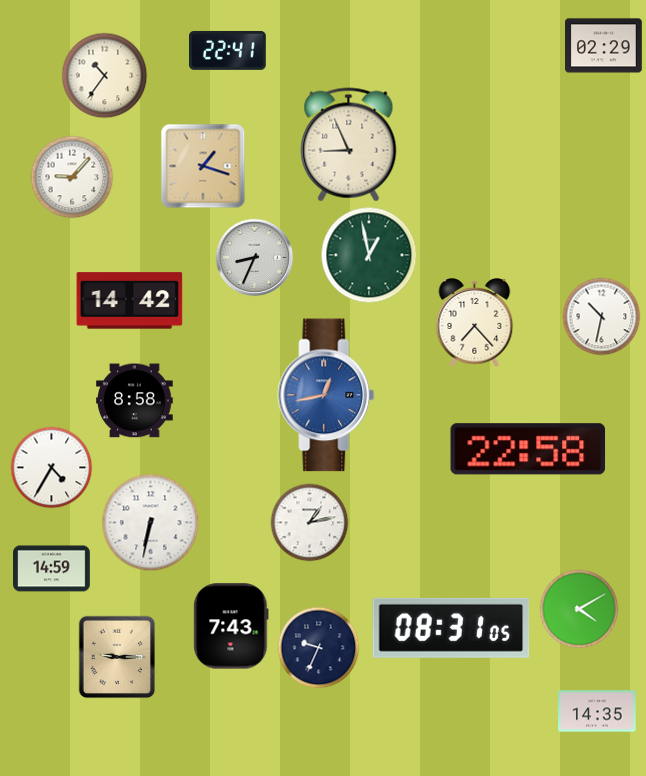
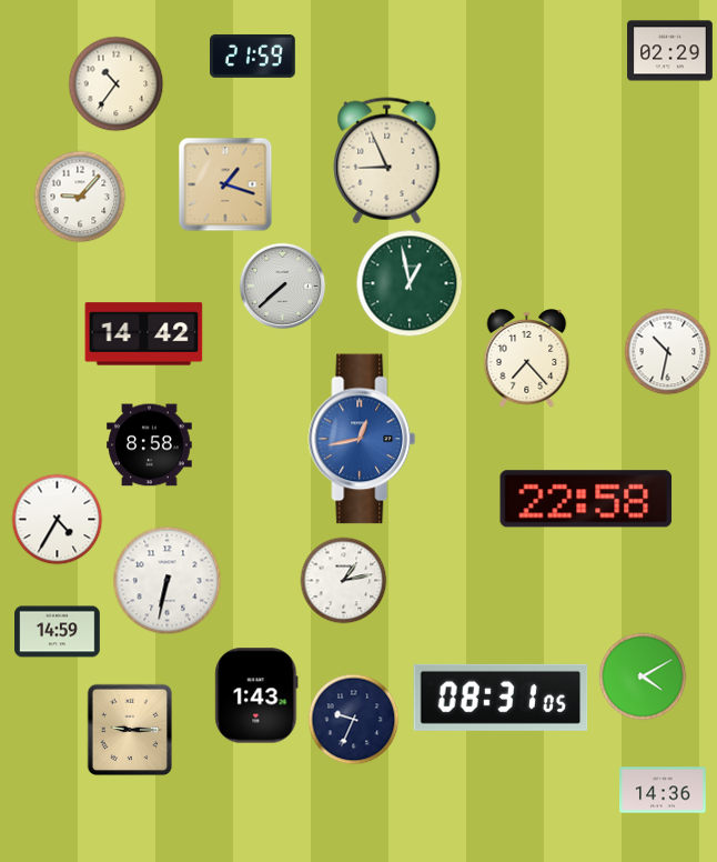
clock at (228, 50): 22:41 -> 21:59
clock at (254, 257): 8:34 -> 7:38
clock at (231, 626): 7:43 -> 1:43
clock at (597, 711): 14:35 -> 14:36
